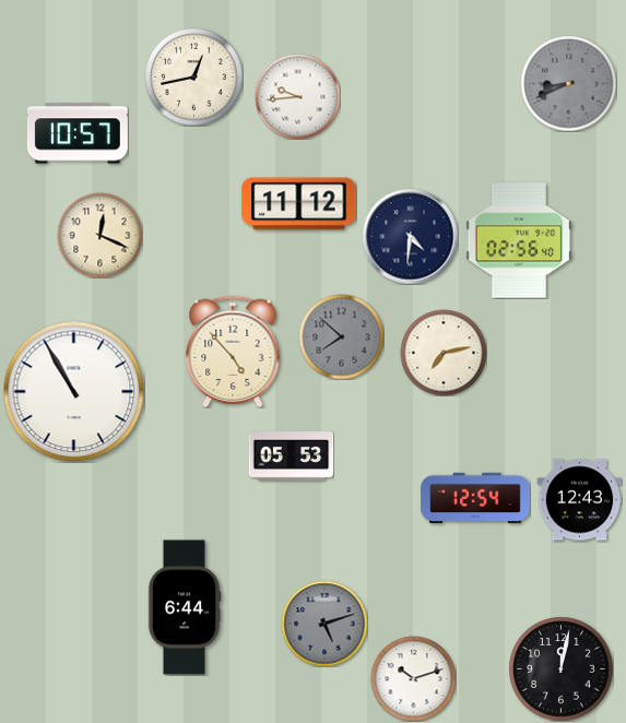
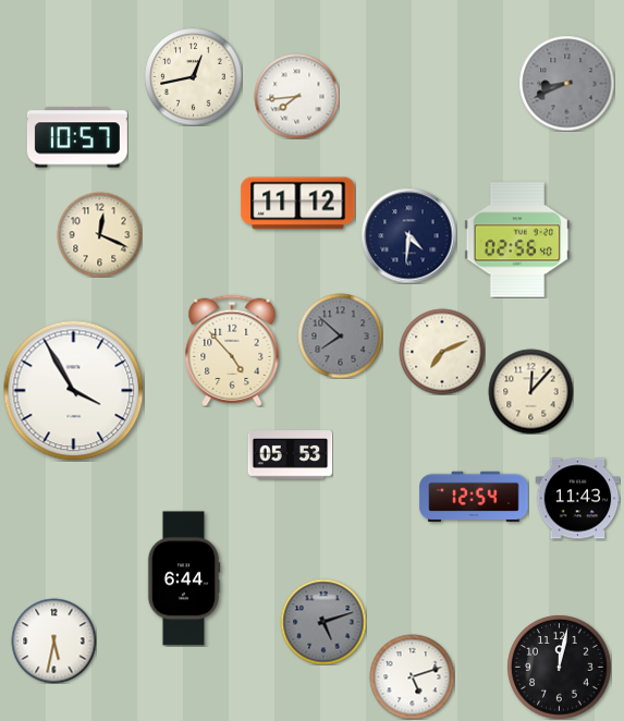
clock at (297, 96): 9:44 -> 7:44
clock at (78, 133) position: (78, 133) -> (77, 137)
clock at (444, 353): 7:13 -> 7:11
clock at (73, 391): 10:55 -> 3:55
clock at (530, 391): none -> 12:07
clock at (579, 500): 12:43 -> 11:43
clock at (185, 607) position: (185, 607) -> (184, 578)
clock at (53, 640): none -> 5:32
clock at (413, 678): 10:12 -> 5:12
